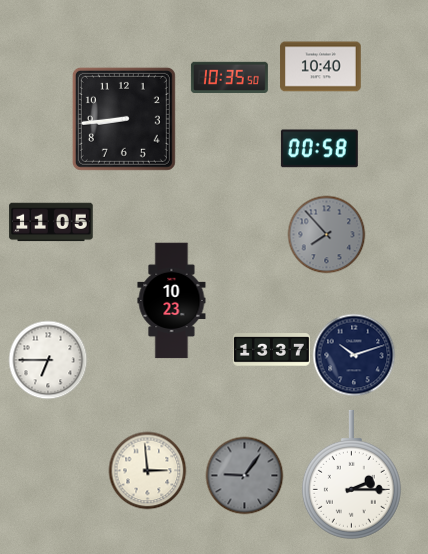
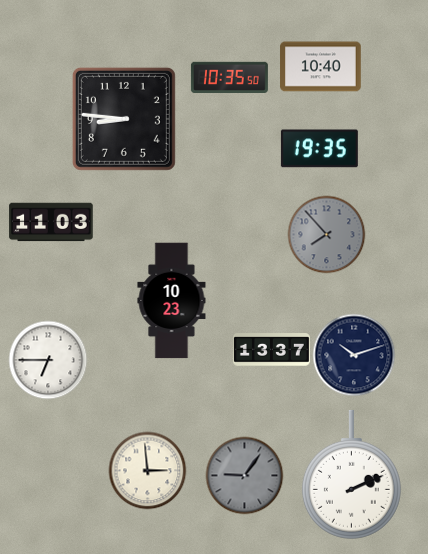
clock at (124, 119): 8:44 -> 8:46
clock at (319, 149): 00:58 -> 19:35
clock at (51, 222): 11:05 -> 11:03
clock at (351, 474): 2:15 -> 2:11
